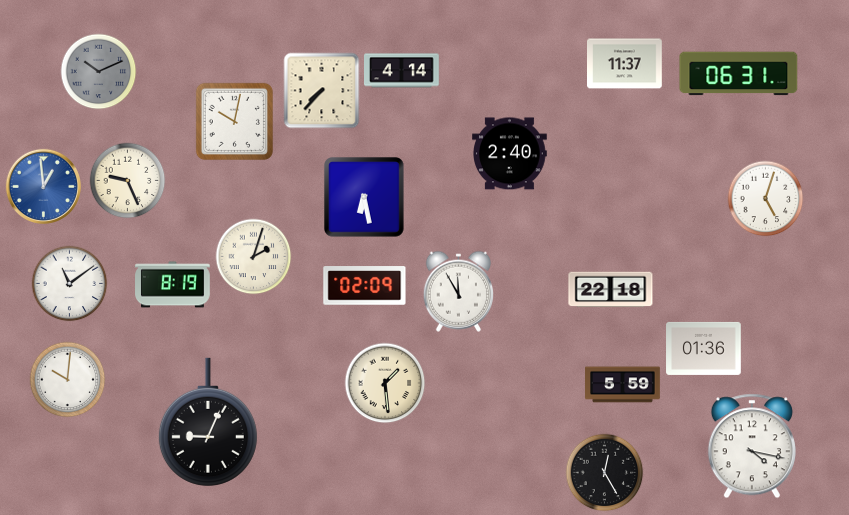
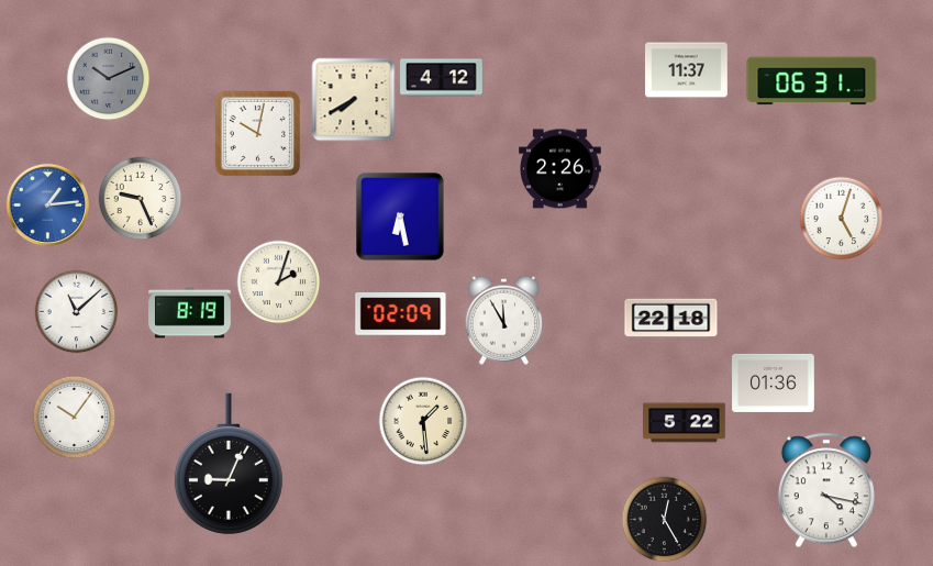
clock at (402, 71): 4:14 -> 4:12
clock at (322, 91): 7:37 -> 7:40
clock at (510, 154): 2:40 -> 2:26
clock at (43, 186): 12:59 -> 1:14
clock at (70, 284): 11:09 -> 11:08
clock at (68, 380): 10:01 -> 10:06
clock at (623, 385): 5:59 -> 5:22
